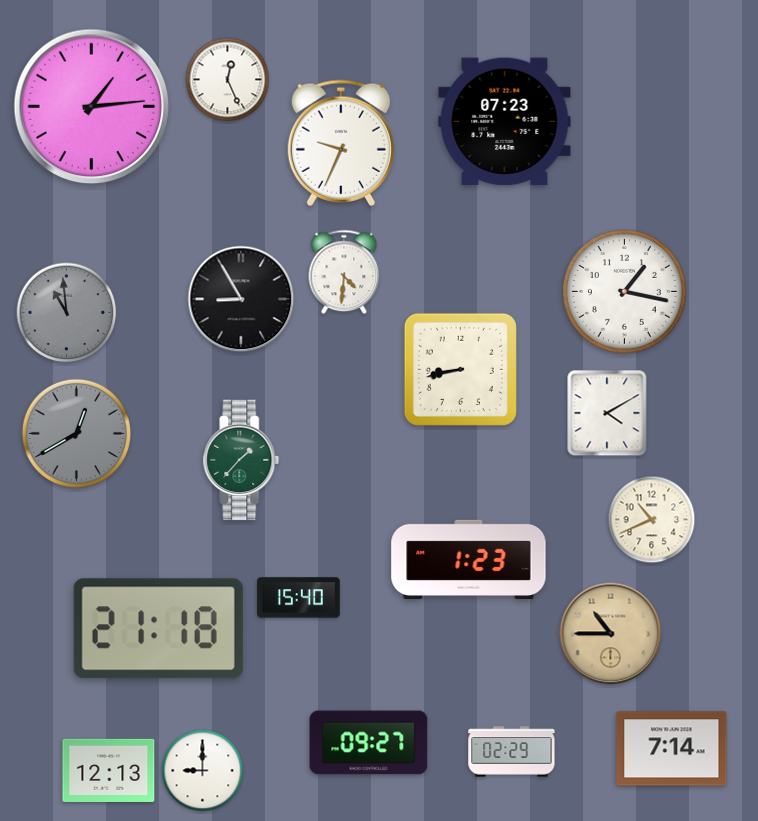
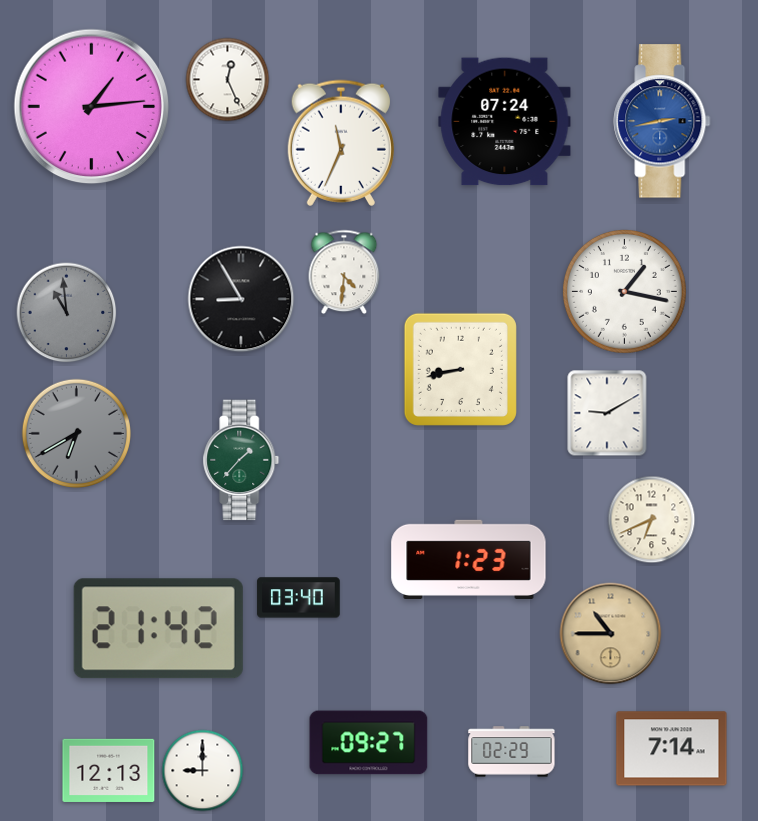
clock at (662, 121): none -> 2:43
clock at (505, 122): 07:23 -> 07:24
clock at (341, 143): 9:34 -> 11:34
clock at (607, 413): 4:10 -> 9:10
clock at (76, 433): 12:40 -> 6:40
clock at (652, 520): 10:41 -> 6:41
clock at (299, 598): 15:40 -> 03:40
clock at (158, 629): 21:18 -> 21:42
